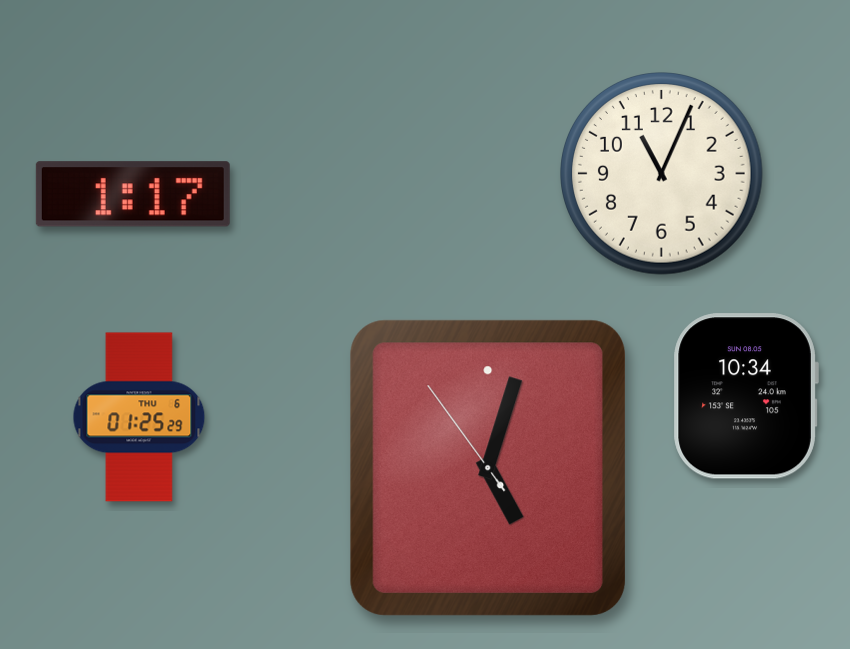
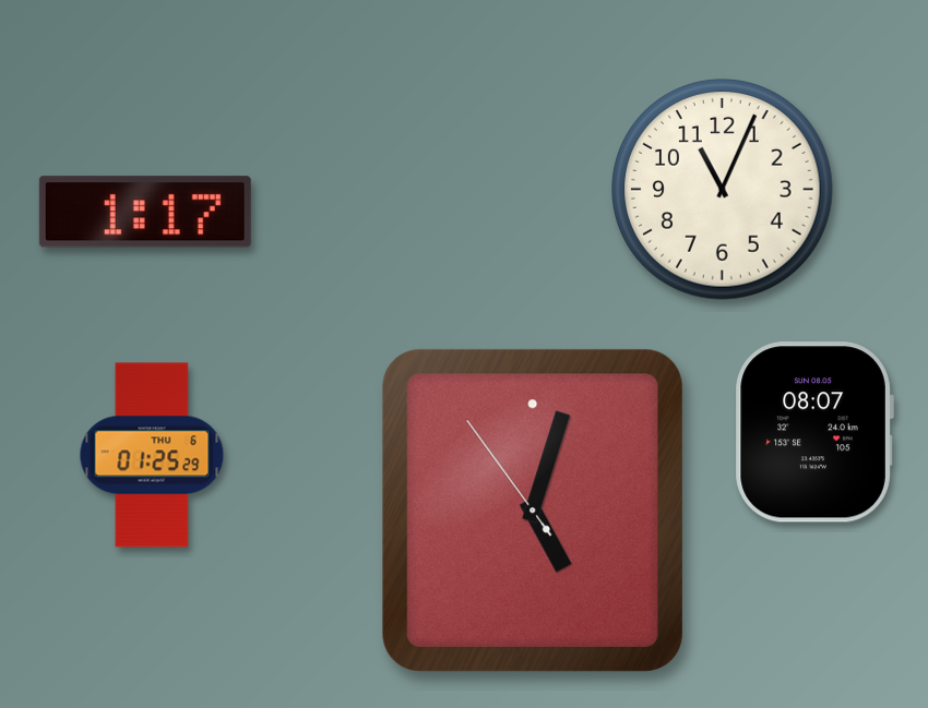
clock at (746, 396): 10:34 -> 08:07
